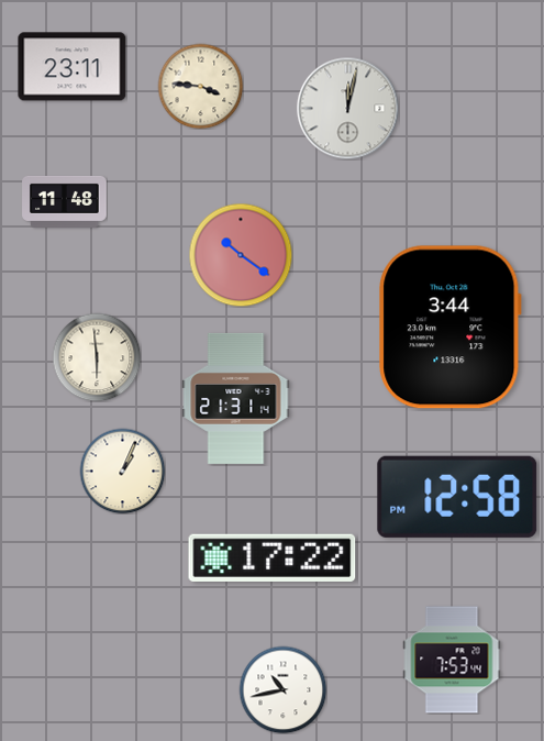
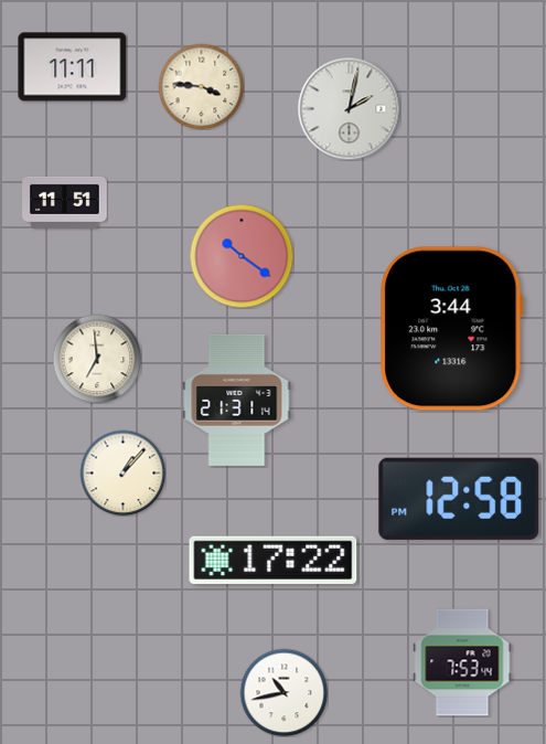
clock at (73, 67): 23:11 -> 11:11
clock at (347, 108): 12:02 -> 2:02
clock at (65, 201): 11:48 -> 11:51
clock at (97, 357): 5:59 -> 6:59
clock at (122, 471): 1:04 -> 1:07
clock at (452, 660) position: (452, 660) -> (462, 662)
